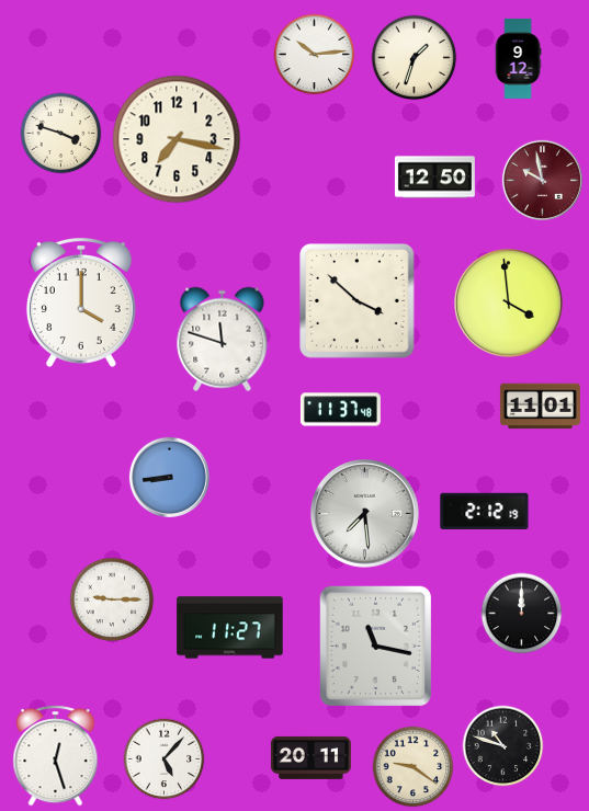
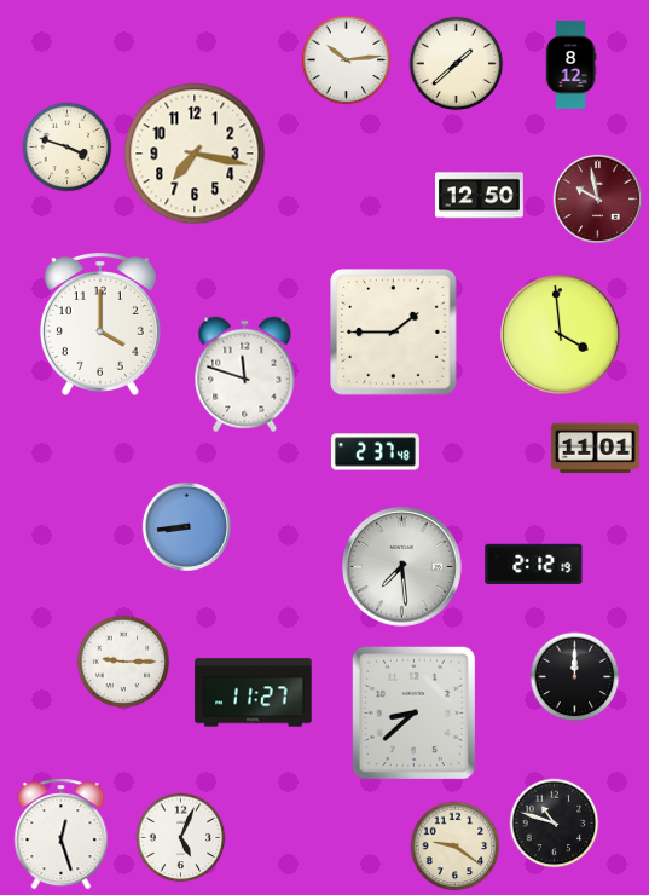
clock at (415, 58): 1:33 -> 1:38
clock at (518, 58): 9:12 -> 8:12
clock at (358, 301): 3:52 -> 1:45
clock at (81, 304) position: (81, 304) -> (100, 325)
clock at (340, 410): 11:37 -> 2:37
clock at (375, 646): 11:17 -> 8:38
clock at (310, 757): 20:11 -> none
clock at (165, 759): 5:07 -> 5:04
